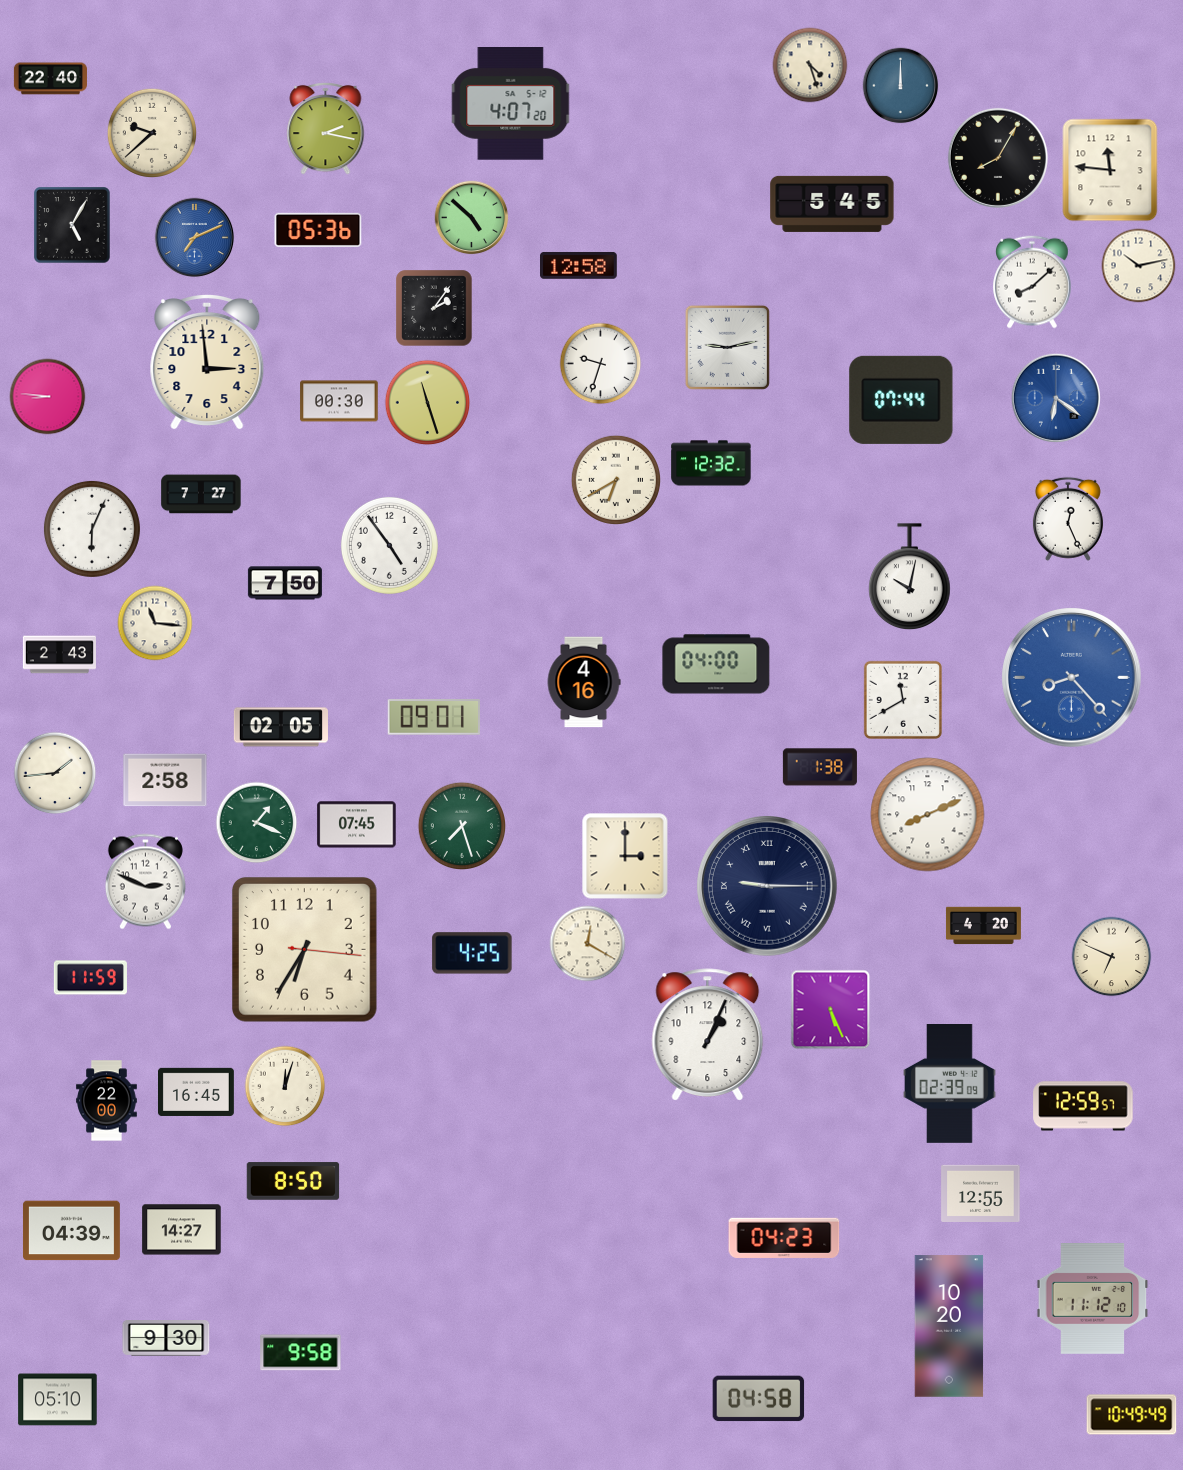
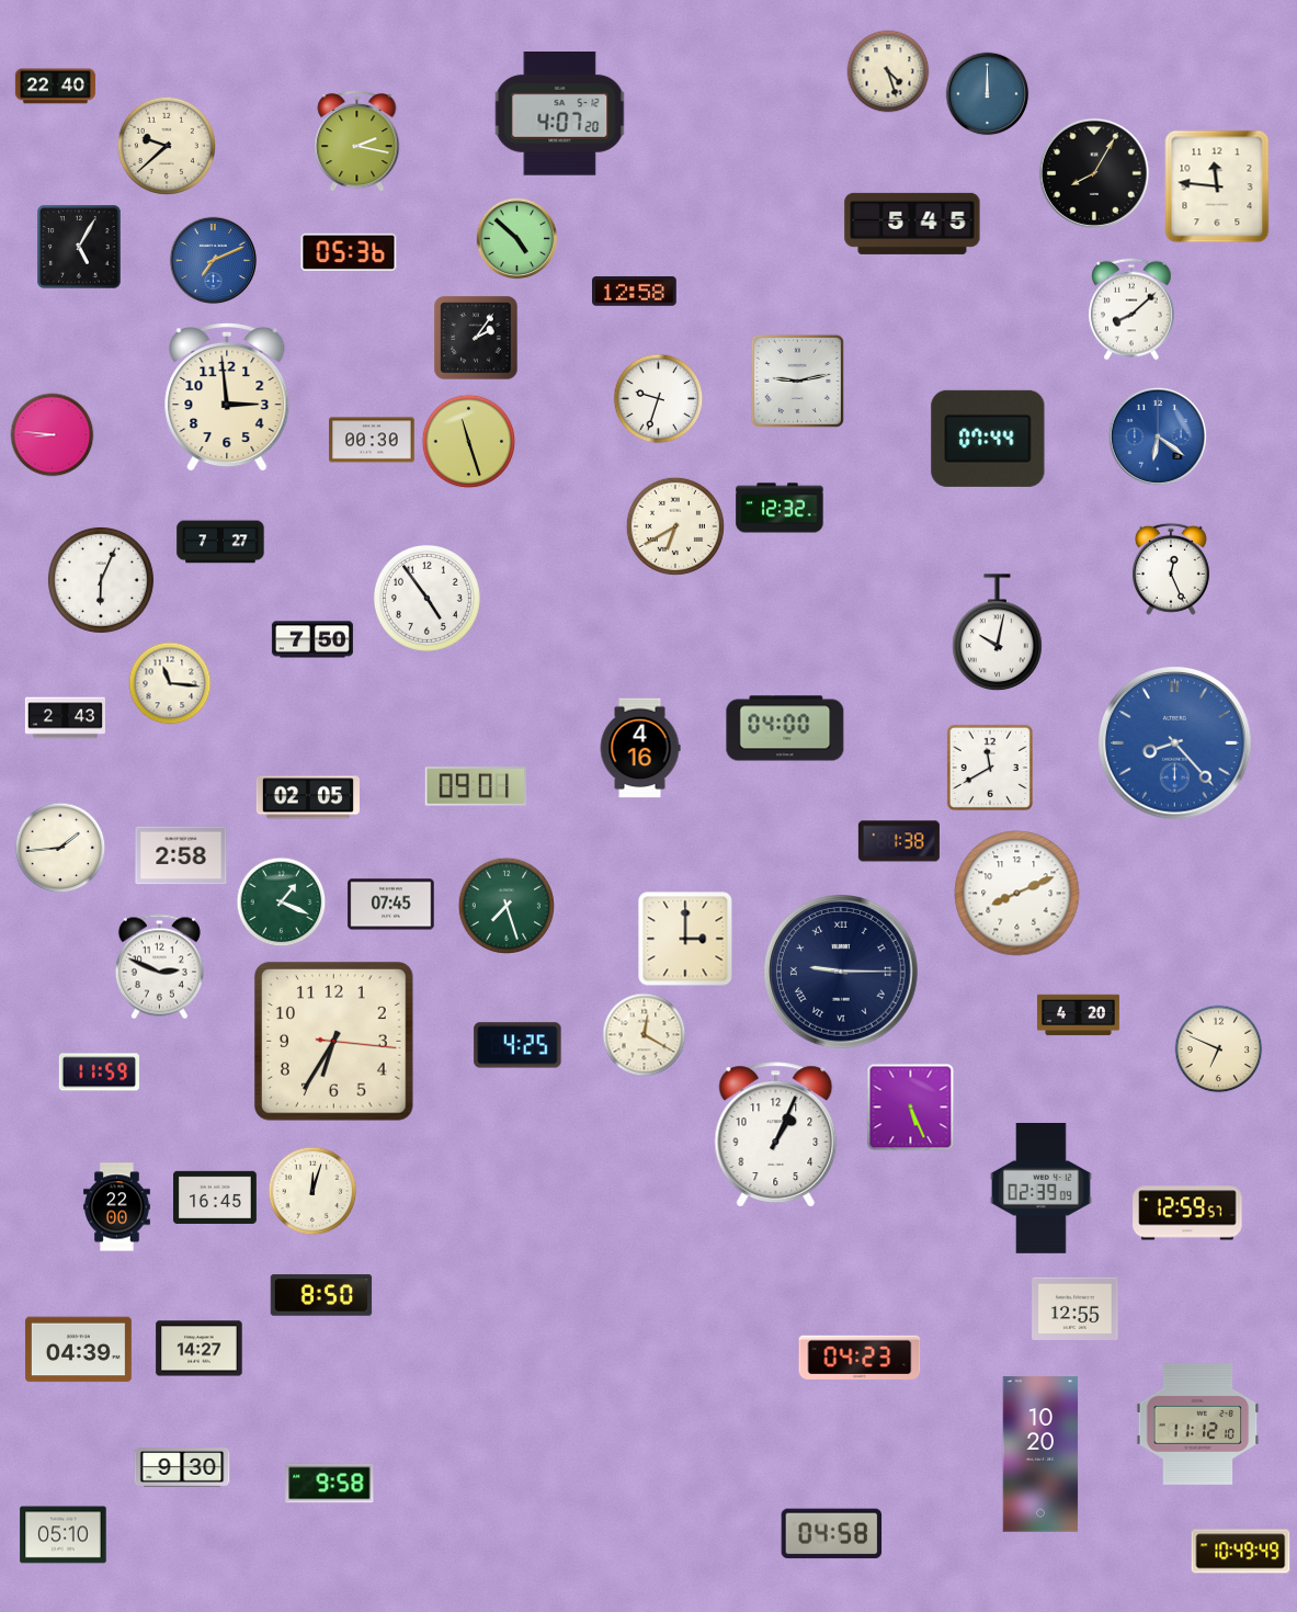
clock at (1139, 266): 10:13 -> none
